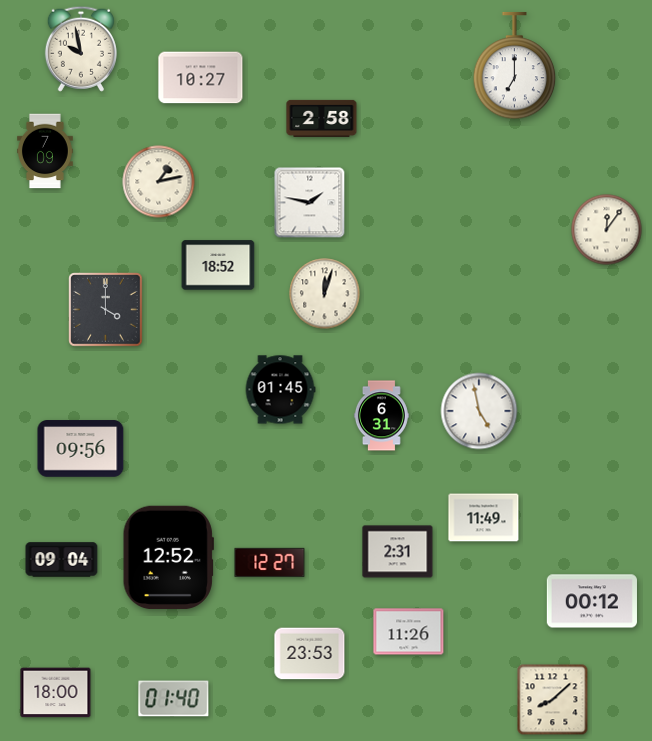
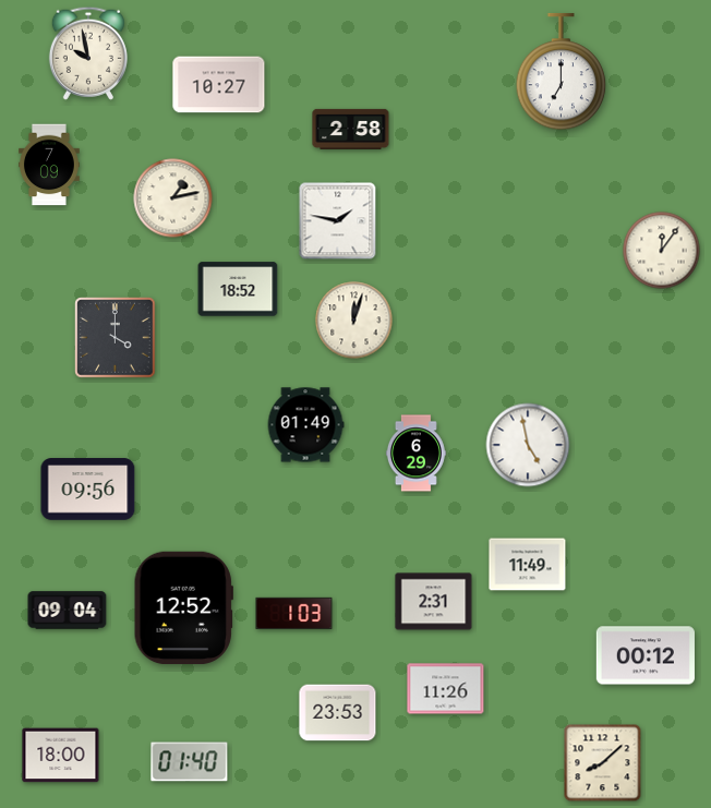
clock at (280, 390): 01:45 -> 01:49
clock at (479, 411) position: (479, 411) -> (528, 445)
clock at (381, 416): 6:31 -> 6:29
clock at (270, 562): 12:27 -> 1:03
